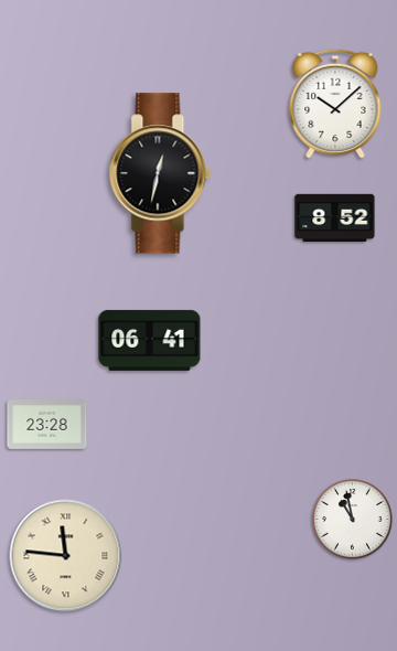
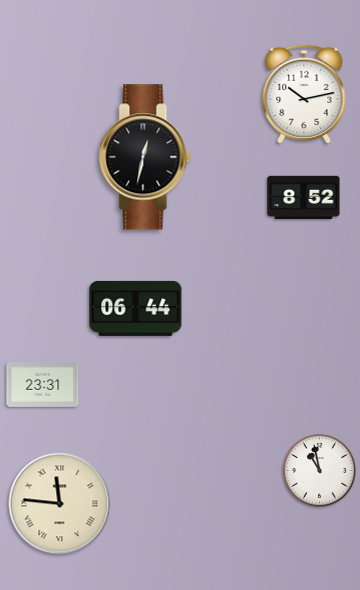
clock at (335, 104): 10:08 -> 10:13
clock at (150, 340): 06:41 -> 06:44
clock at (47, 425): 23:28 -> 23:31
